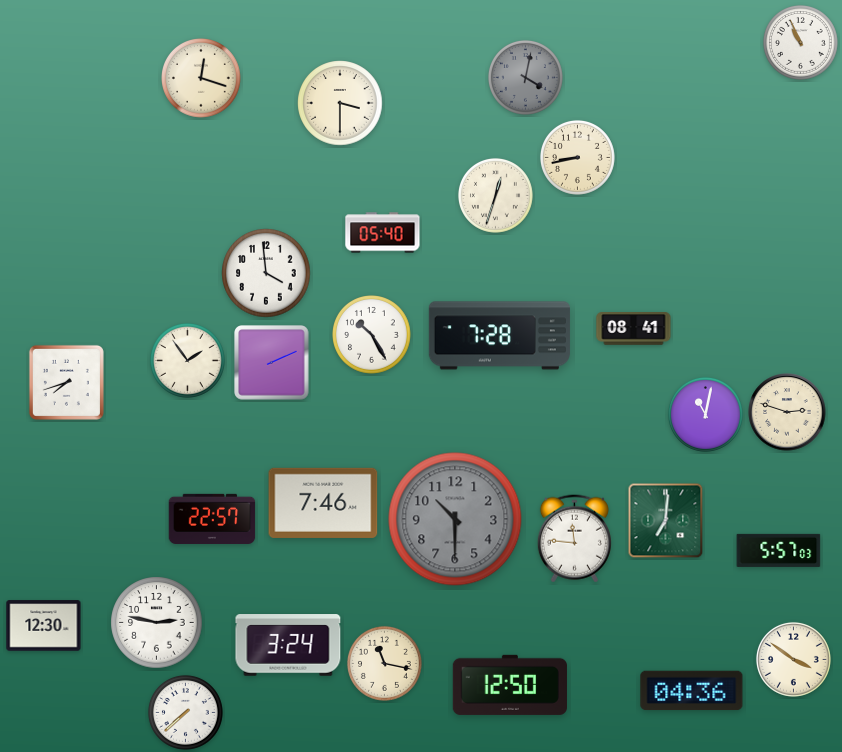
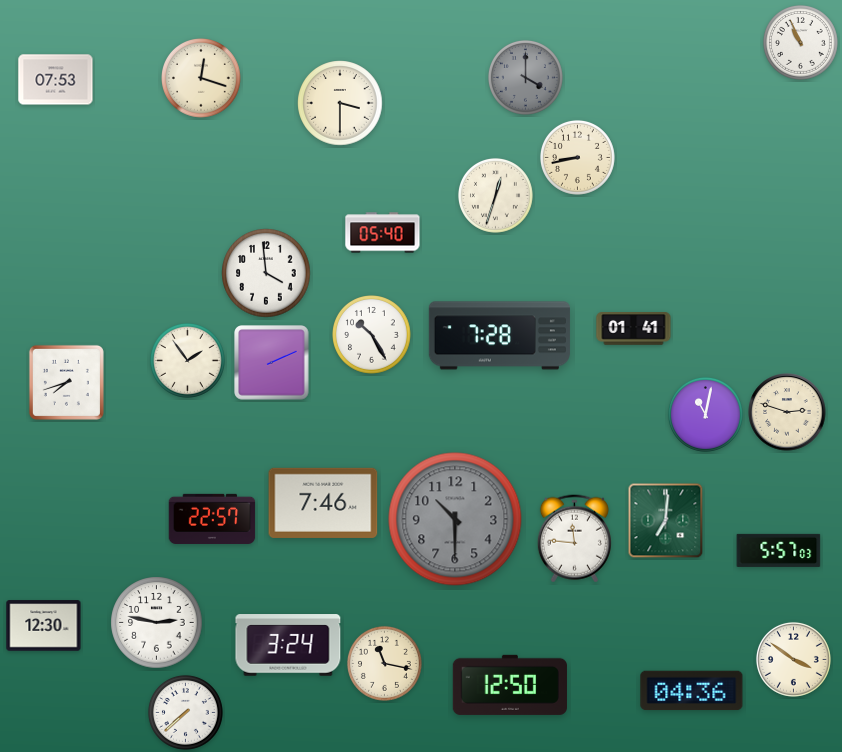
clock at (525, 77): 4:02 -> 4:00
clock at (56, 80): none -> 07:53
clock at (634, 329): 08:41 -> 01:41
